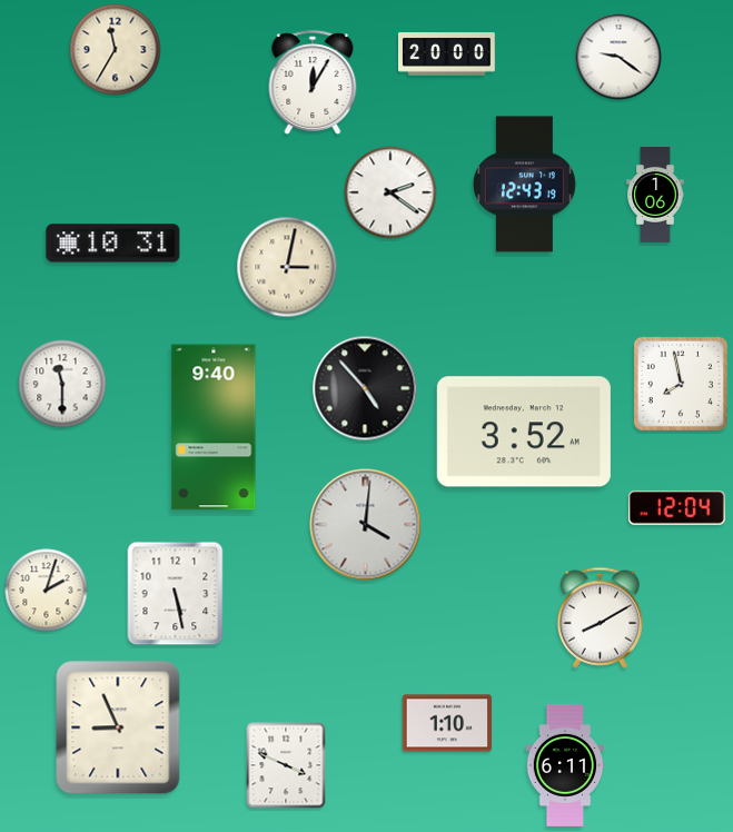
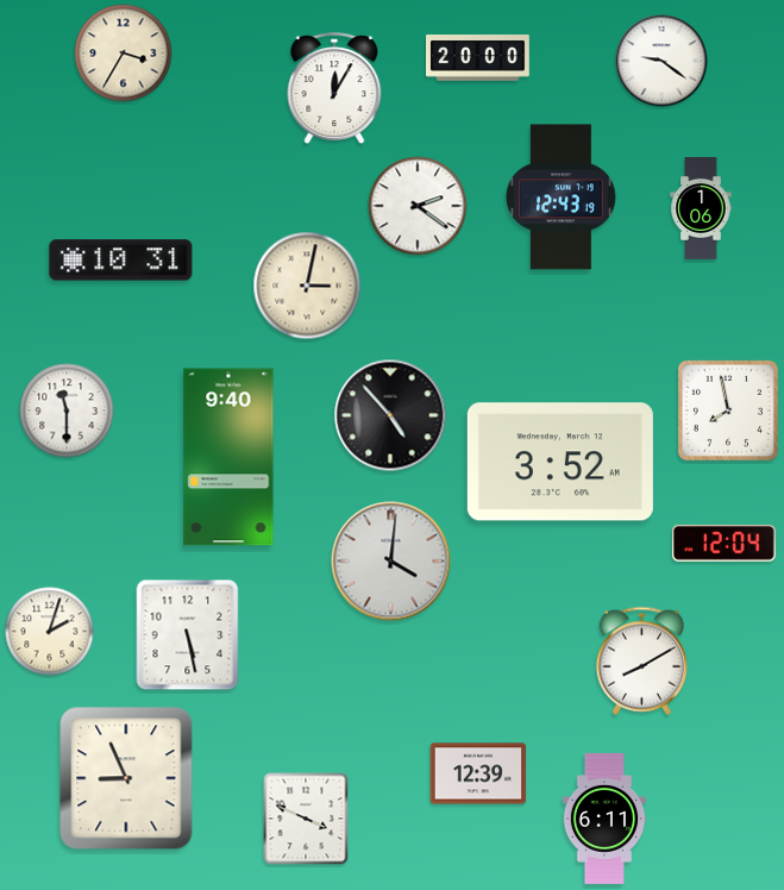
clock at (116, 50): 11:35 -> 3:35
clock at (447, 723): 1:10 -> 12:39
